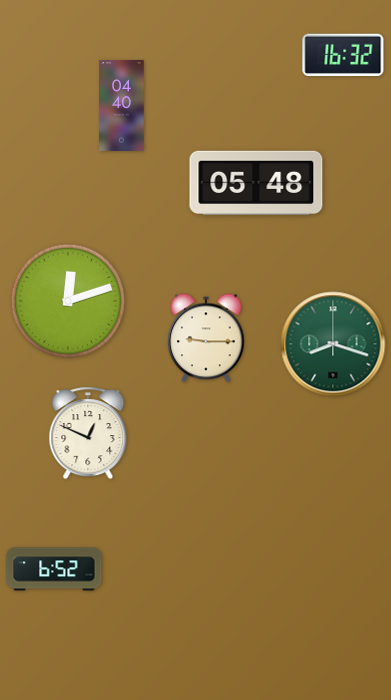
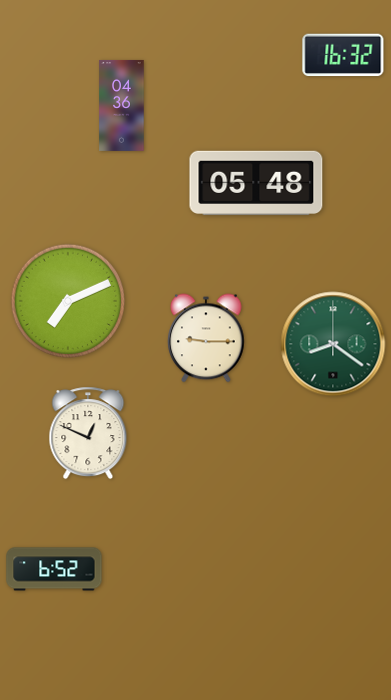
clock at (122, 105): 04:40 -> 04:36
clock at (67, 300): 12:12 -> 7:11
clock at (333, 344): 8:18 -> 8:21
